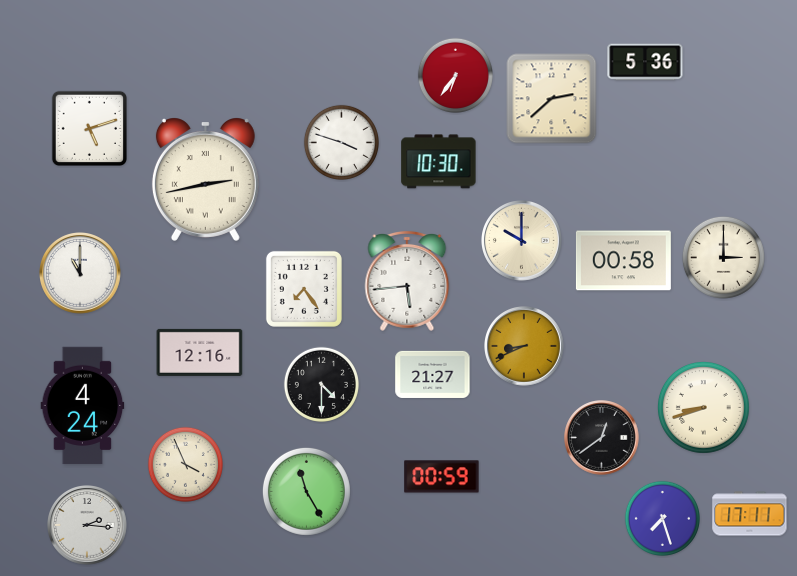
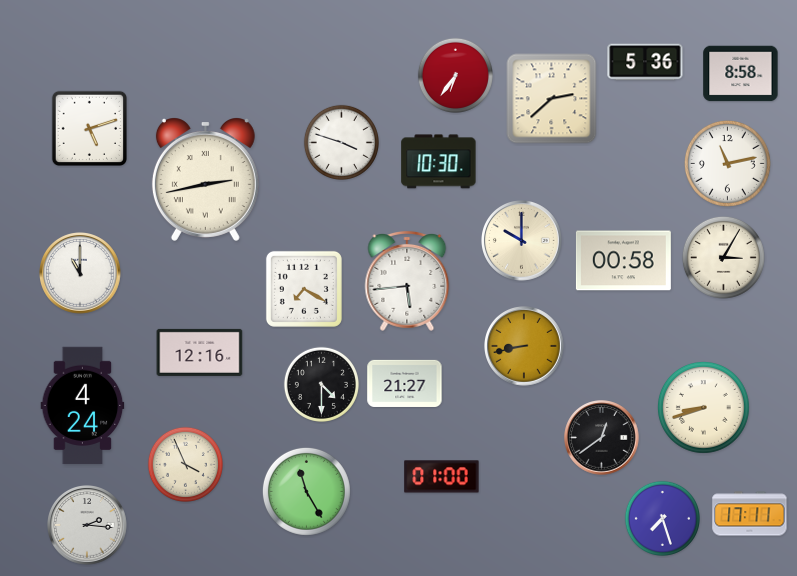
clock at (741, 74): none -> 8:58
clock at (727, 163): none -> 11:13
clock at (723, 257): 3:00 -> 3:05
clock at (304, 289): 7:24 -> 7:20
clock at (525, 347): 8:41 -> 8:43
clock at (433, 374) position: (433, 374) -> (405, 383)
clock at (442, 477): 00:59 -> 01:00
